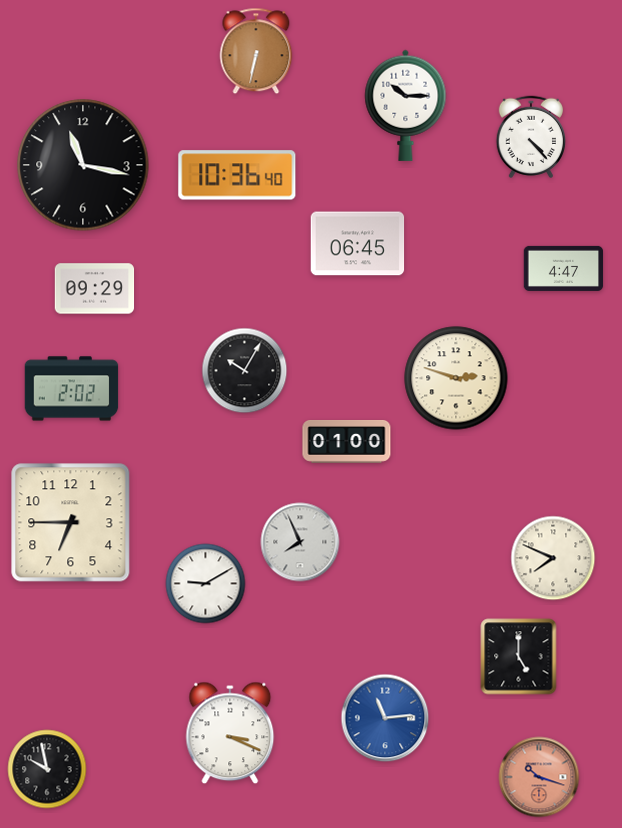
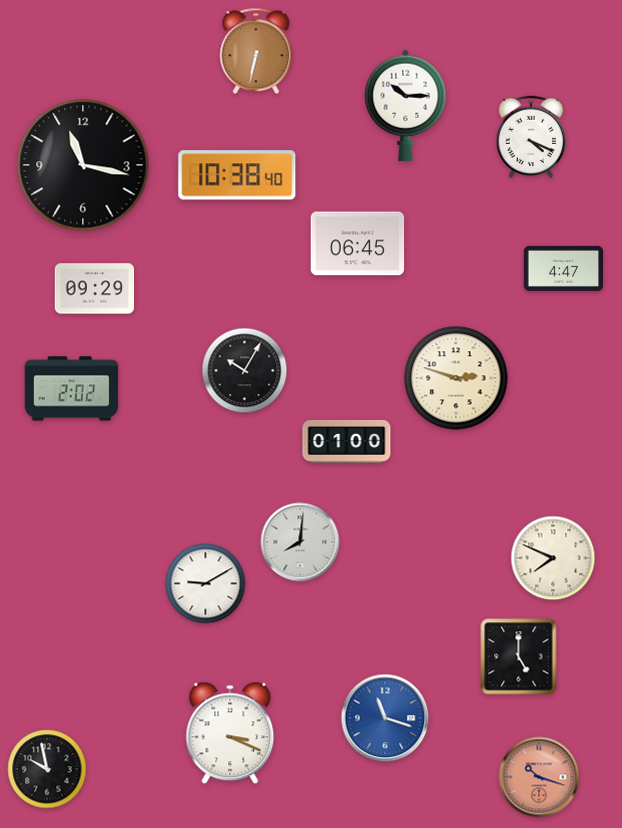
clock at (530, 136): 4:23 -> 4:19
clock at (237, 175): 10:36 -> 10:38
clock at (71, 523): 6:45 -> none
clock at (300, 542): 7:56 -> 8:01
clock at (385, 718): 11:14 -> 11:18
